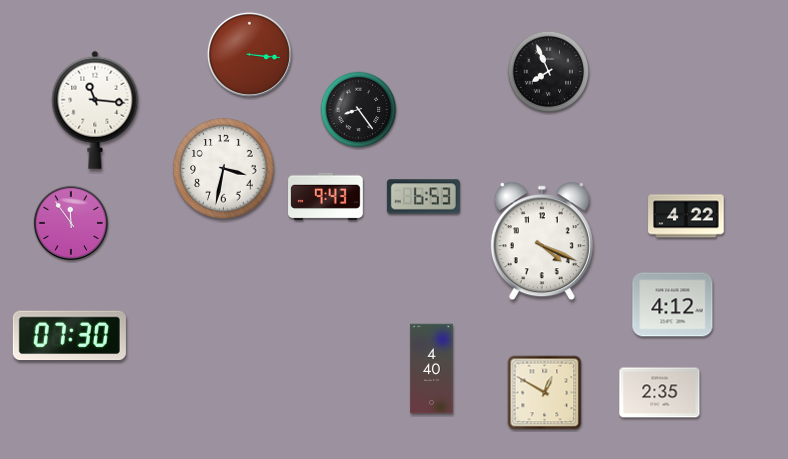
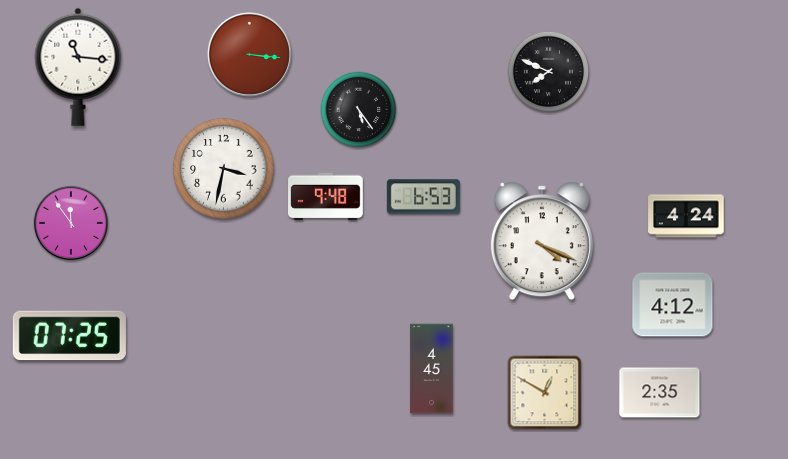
clock at (549, 72): 7:56 -> 7:49
clock at (95, 110) position: (95, 110) -> (78, 67)
clock at (359, 110): 8:24 -> 5:24
clock at (326, 197): 9:43 -> 9:48
clock at (686, 216): 4:22 -> 4:24
clock at (69, 336): 07:30 -> 07:25
clock at (432, 369): 4:40 -> 4:45
